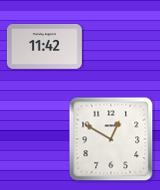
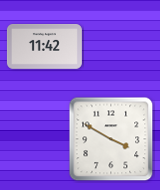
clock at (111, 139): 12:50 -> 3:50
